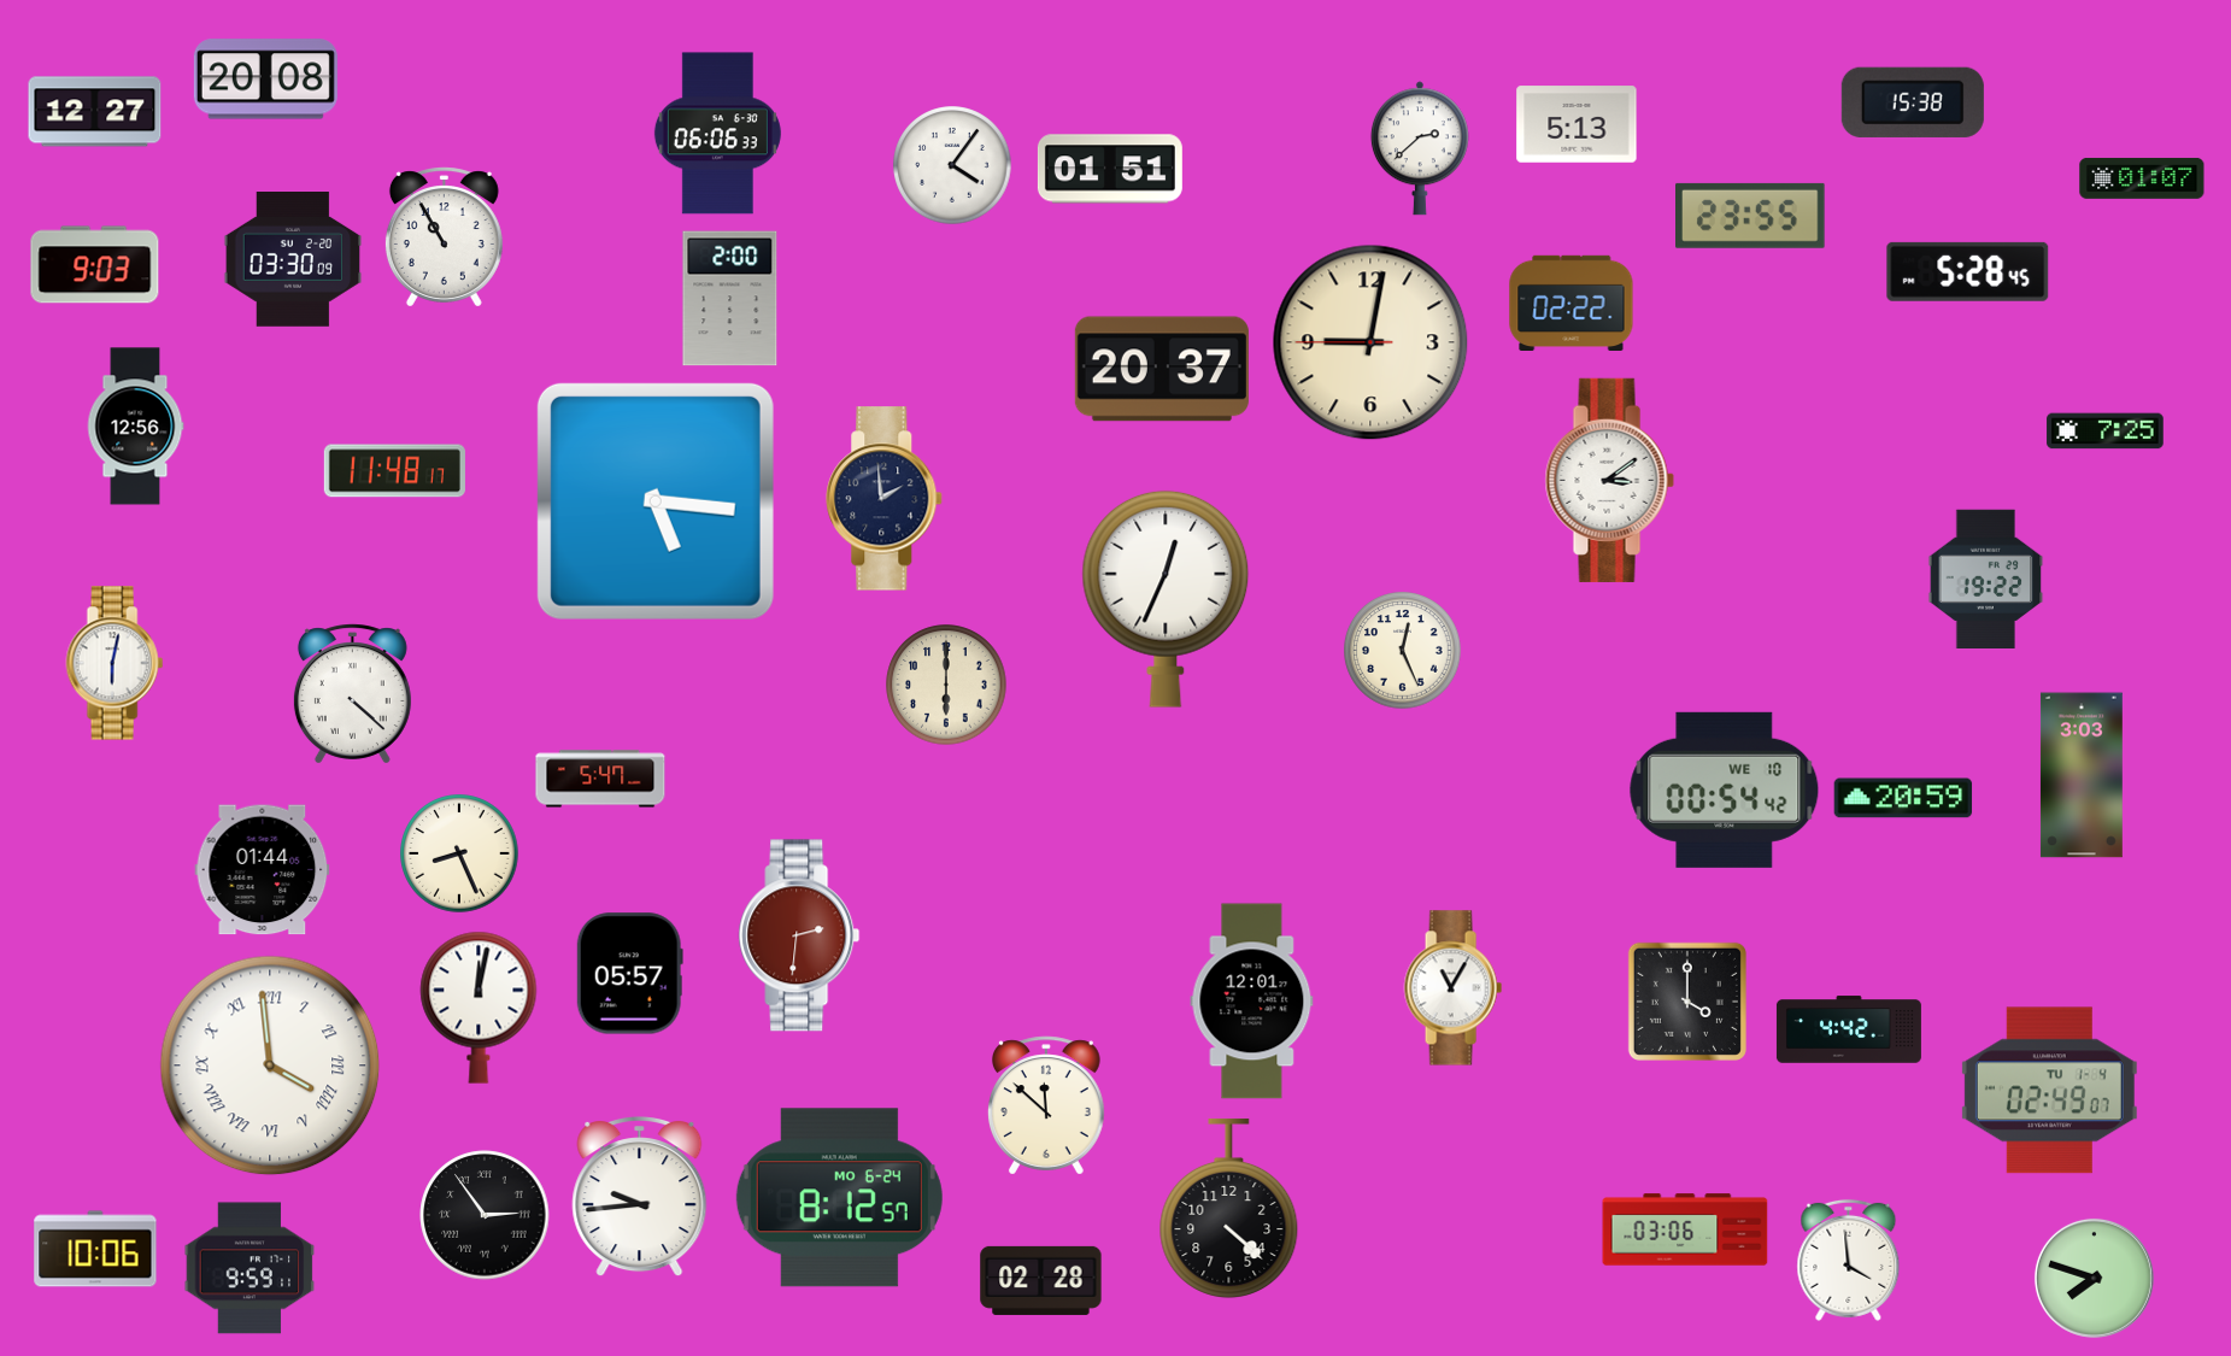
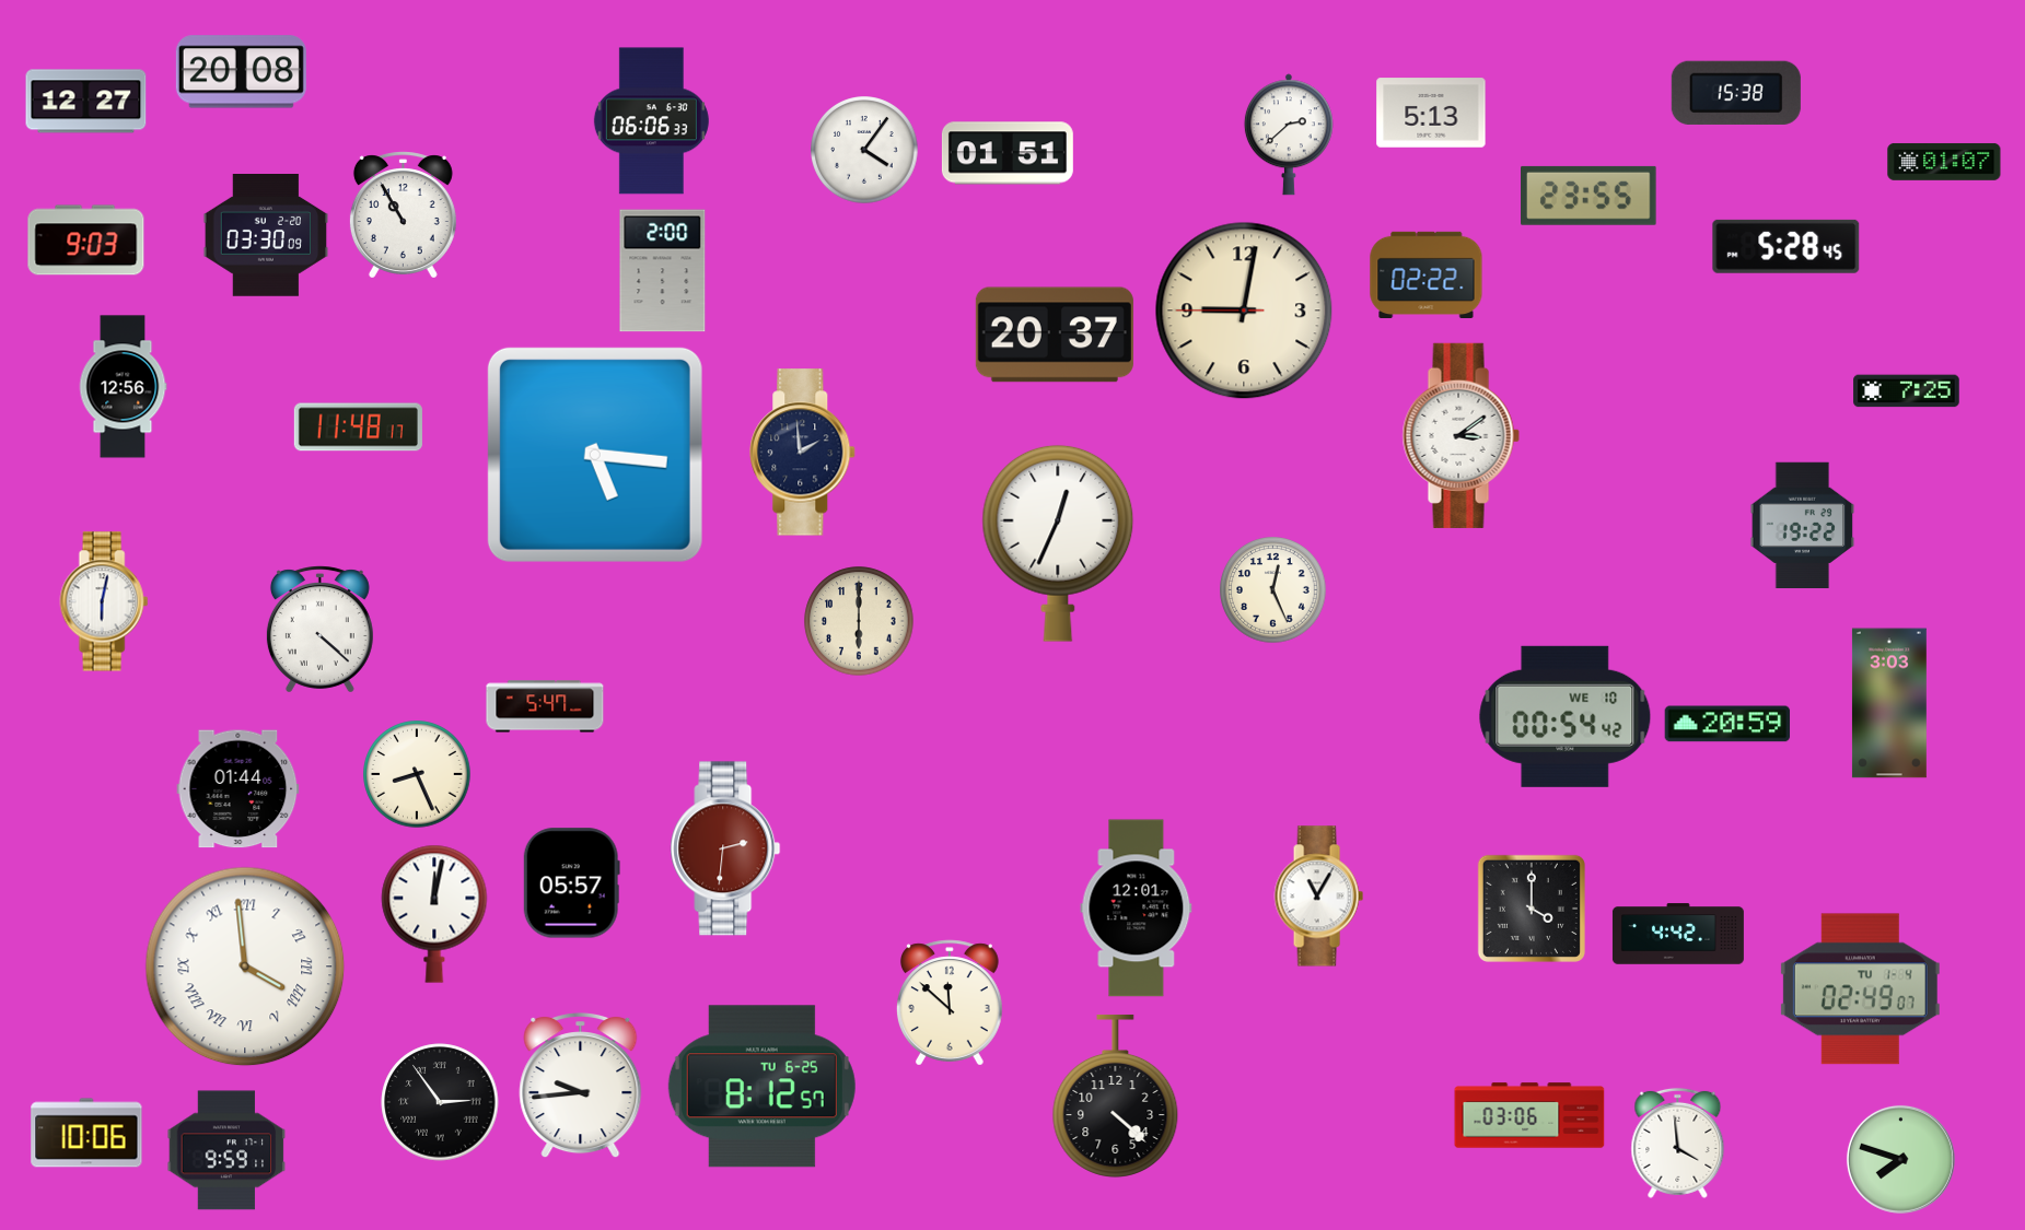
clock at (2106, 432) position: (2106, 432) -> (1907, 391)
clock at (839, 1198) date: MO 6-24 -> TU 6-25
clock at (1041, 1280): 02:28 -> none
